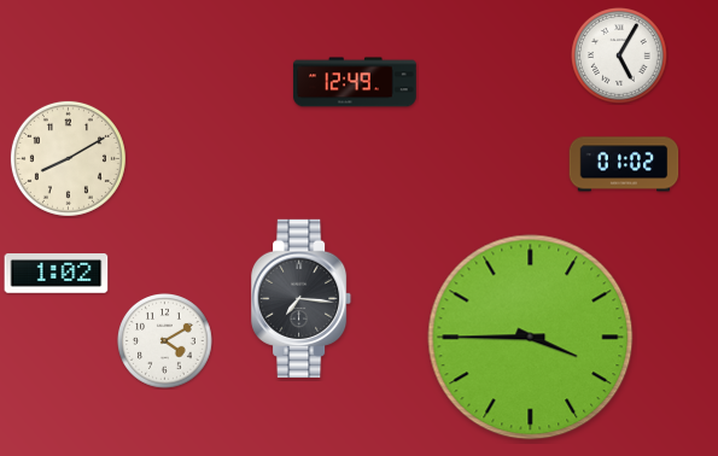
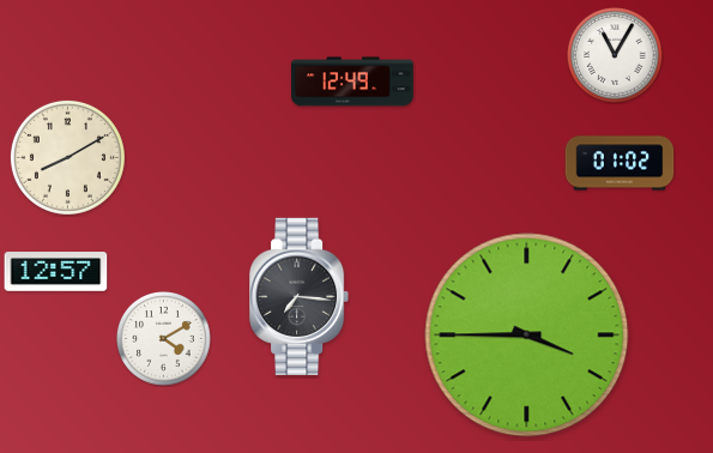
clock at (620, 57): 5:05 -> 11:05
clock at (57, 274): 1:02 -> 12:57
